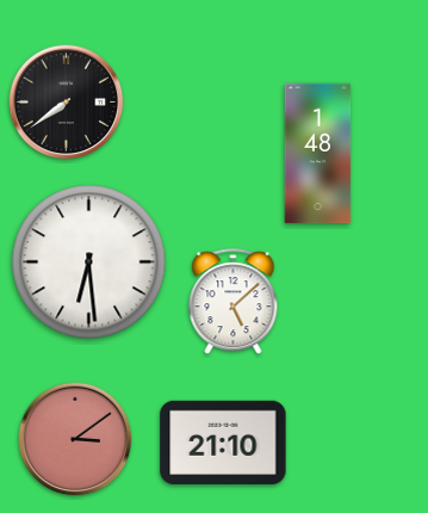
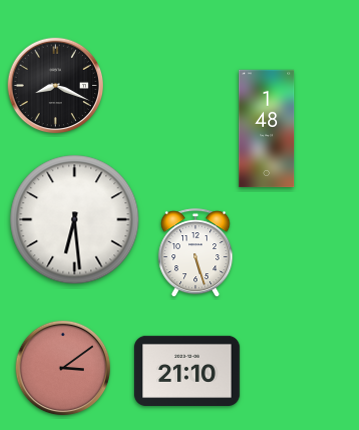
clock at (67, 103): 7:39 -> 8:19
clock at (234, 302): 5:08 -> 5:27
